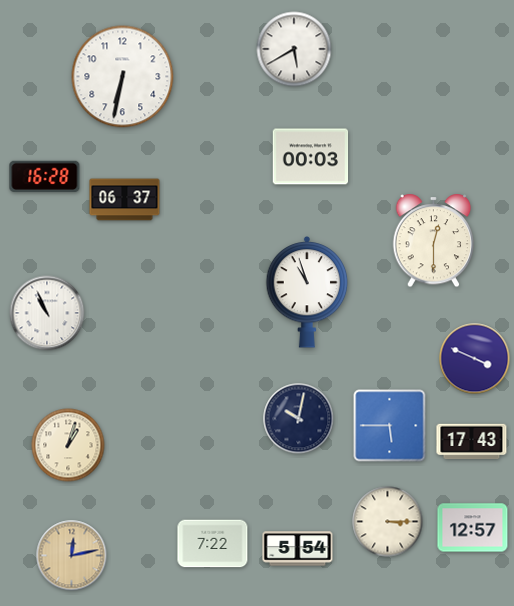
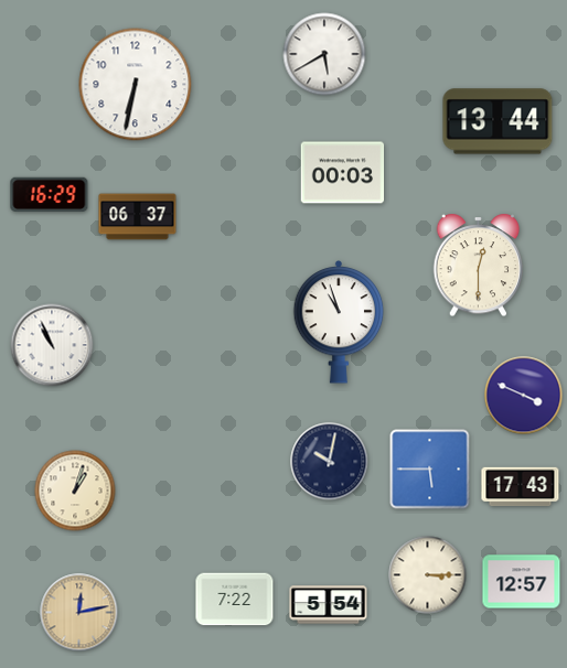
clock at (498, 121): none -> 13:44
clock at (45, 176): 16:28 -> 16:29
clock at (125, 200) position: (125, 200) -> (138, 217)
